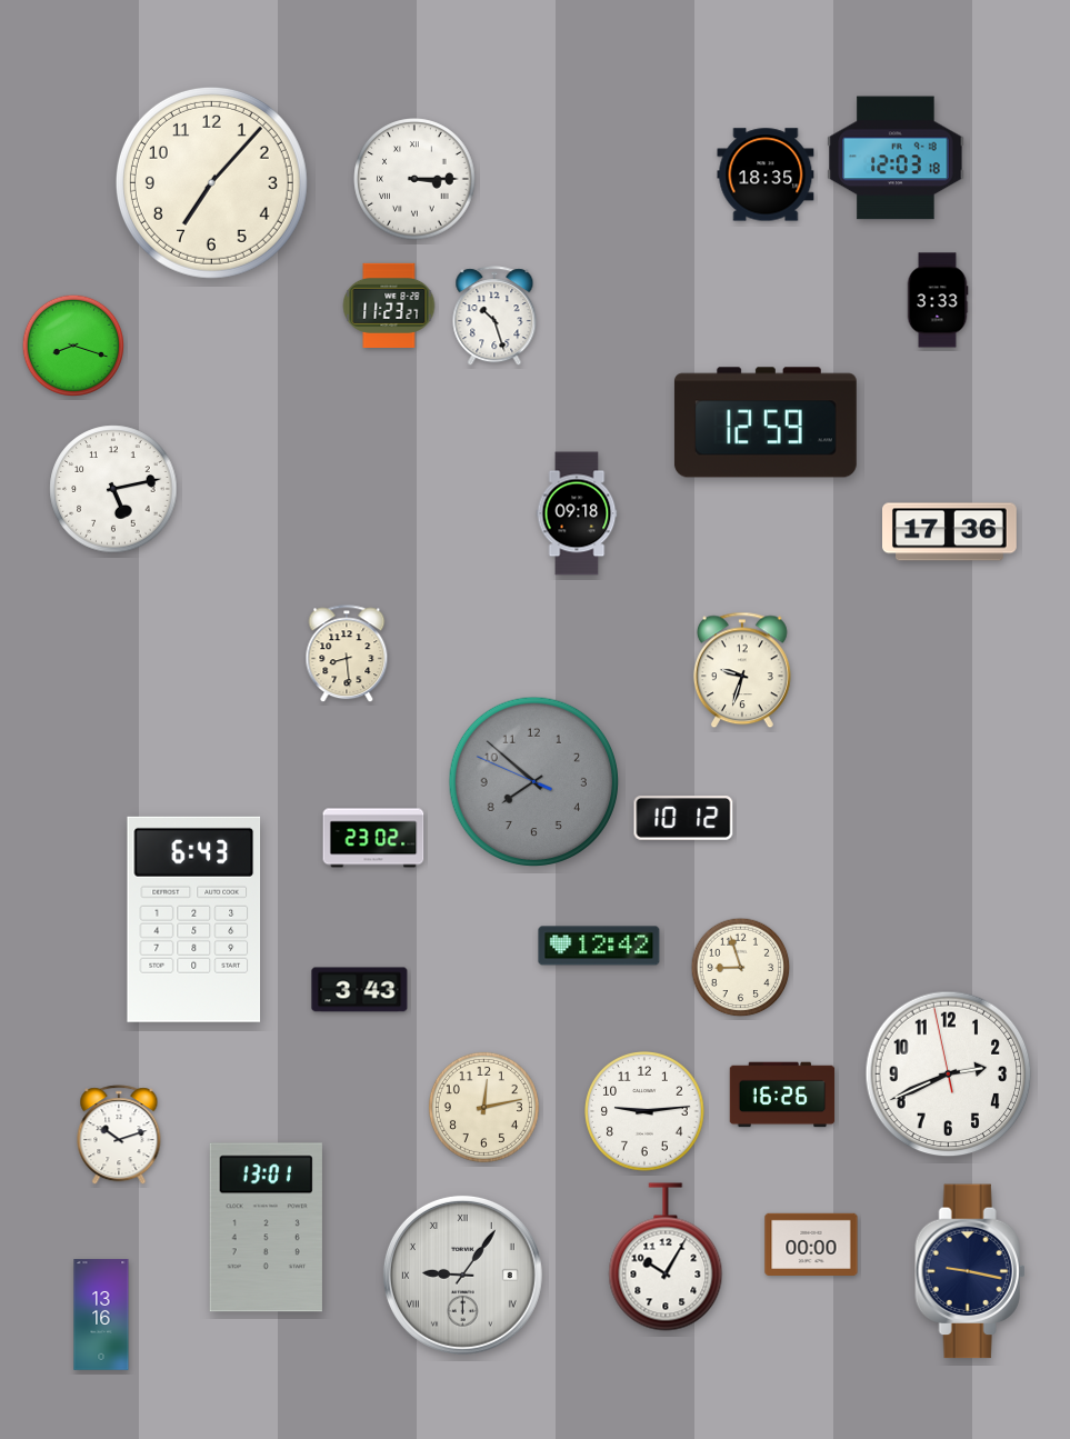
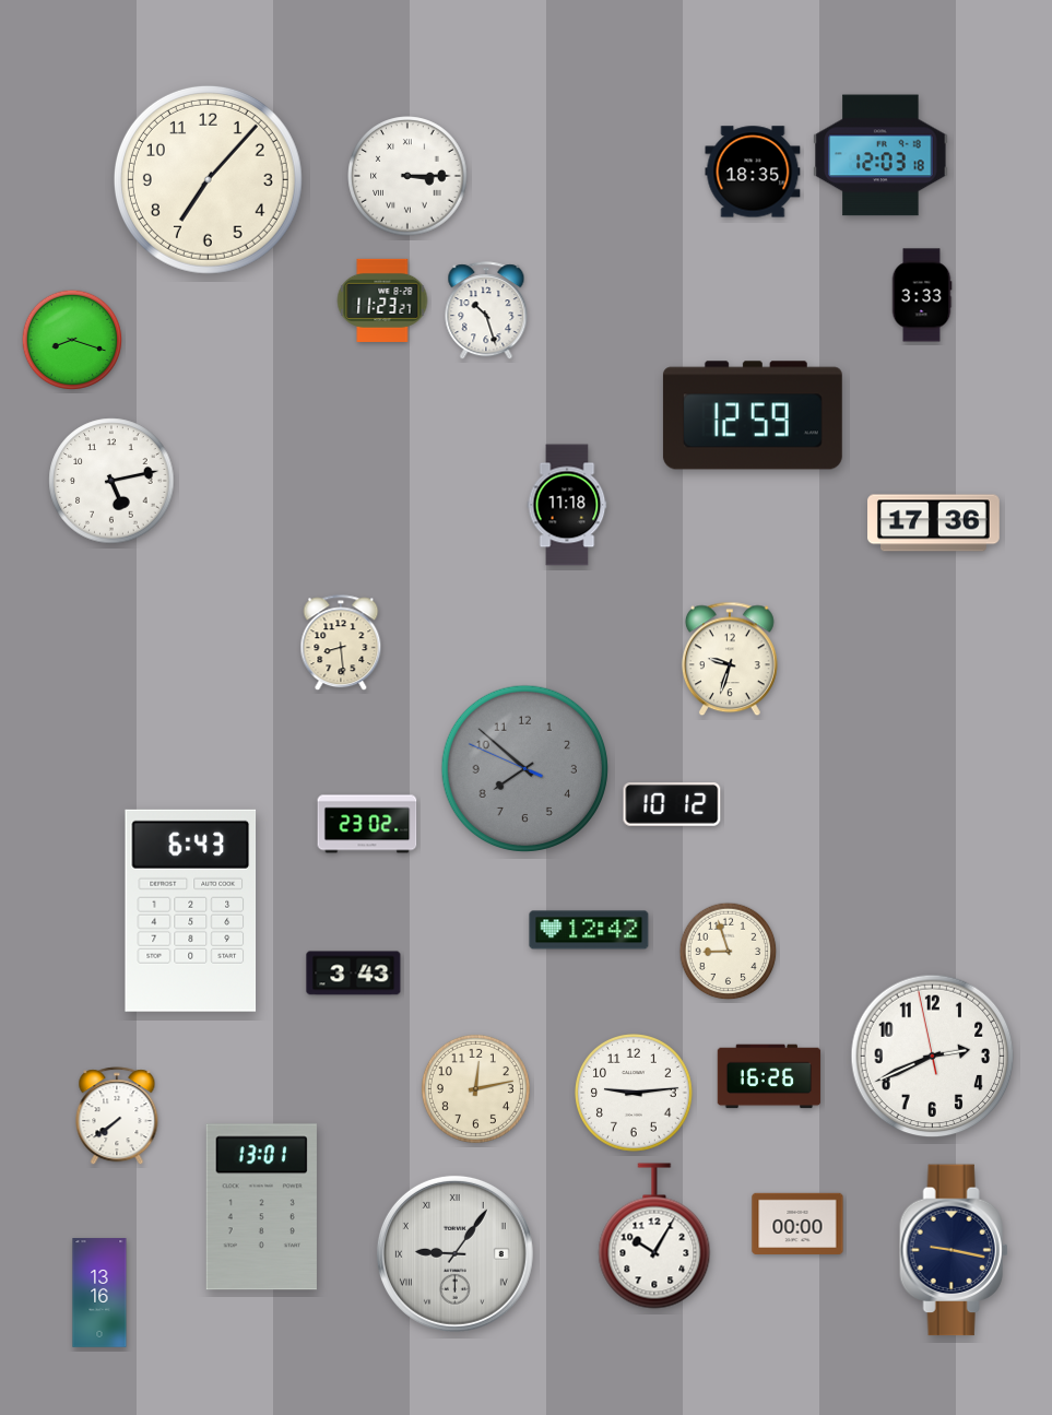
clock at (577, 513): 09:18 -> 11:18
clock at (194, 919) position: (194, 919) -> (191, 910)
clock at (119, 1136): 10:12 -> 7:39
